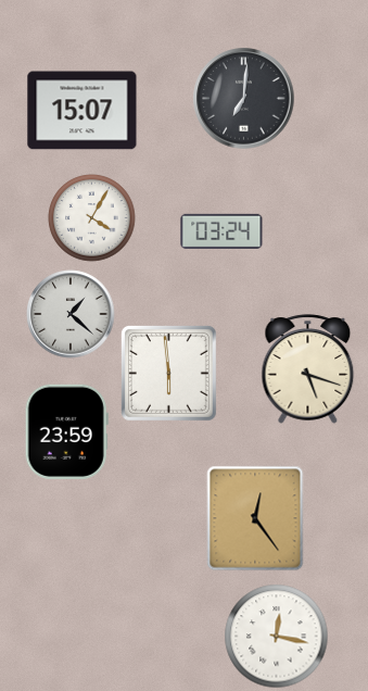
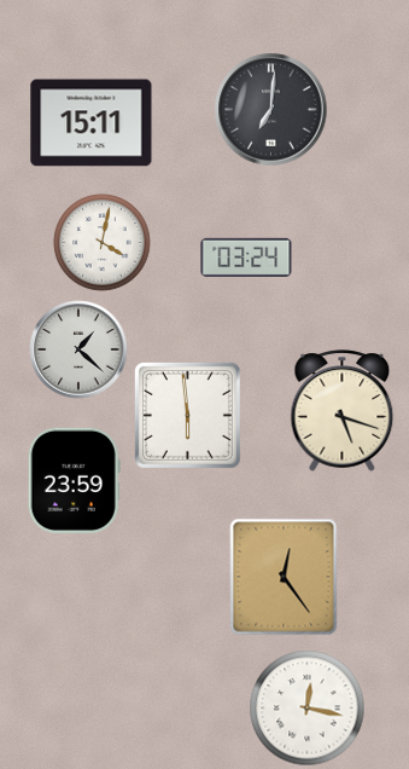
clock at (83, 111): 15:07 -> 15:11
clock at (92, 218): 4:05 -> 4:02
